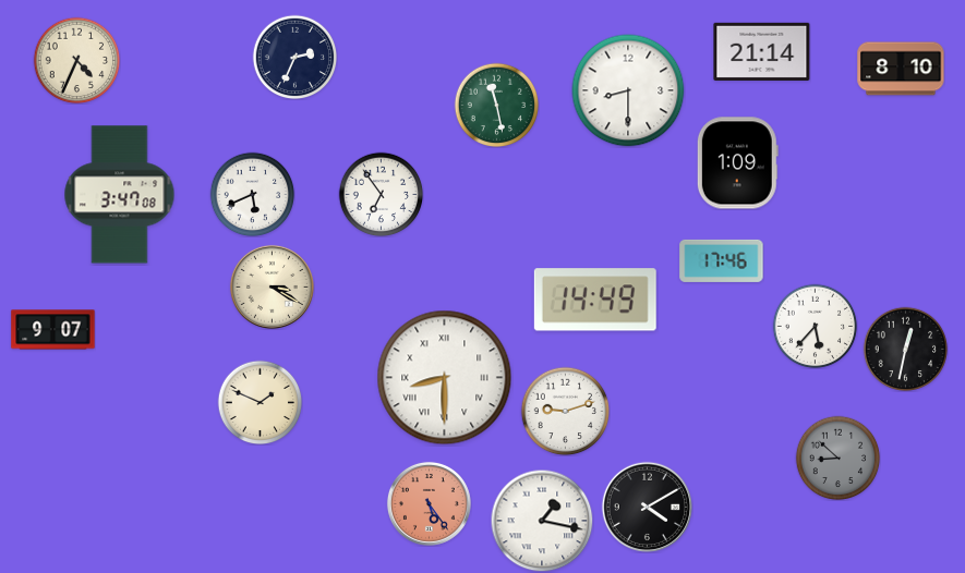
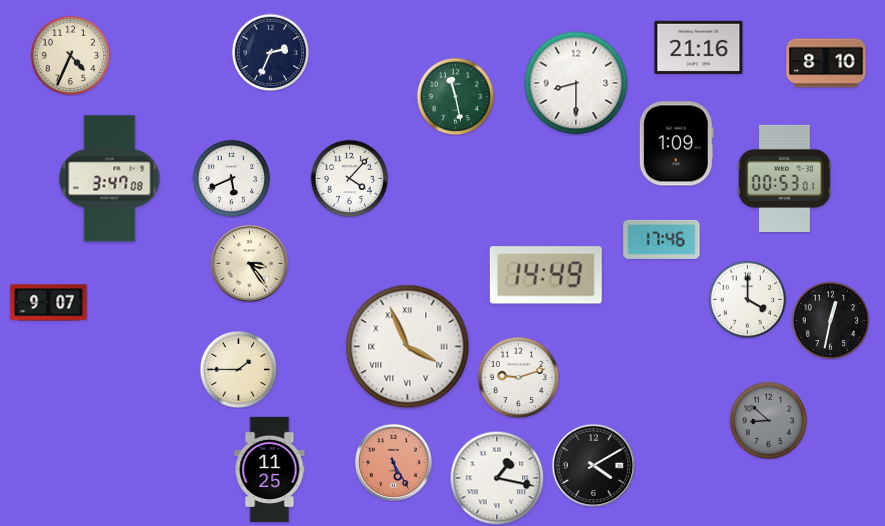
clock at (762, 51): 21:14 -> 21:16
clock at (737, 163) position: (737, 163) -> (676, 144)
clock at (381, 194): 6:54 -> 4:07
clock at (785, 178): none -> 00:53
clock at (272, 286): 3:20 -> 3:24
clock at (815, 326): 5:37 -> 4:00
clock at (445, 378): 8:30 -> 3:56
clock at (260, 402): 1:49 -> 1:45
clock at (429, 503): 5:24 -> 5:25
clock at (270, 469): none -> 11:25
